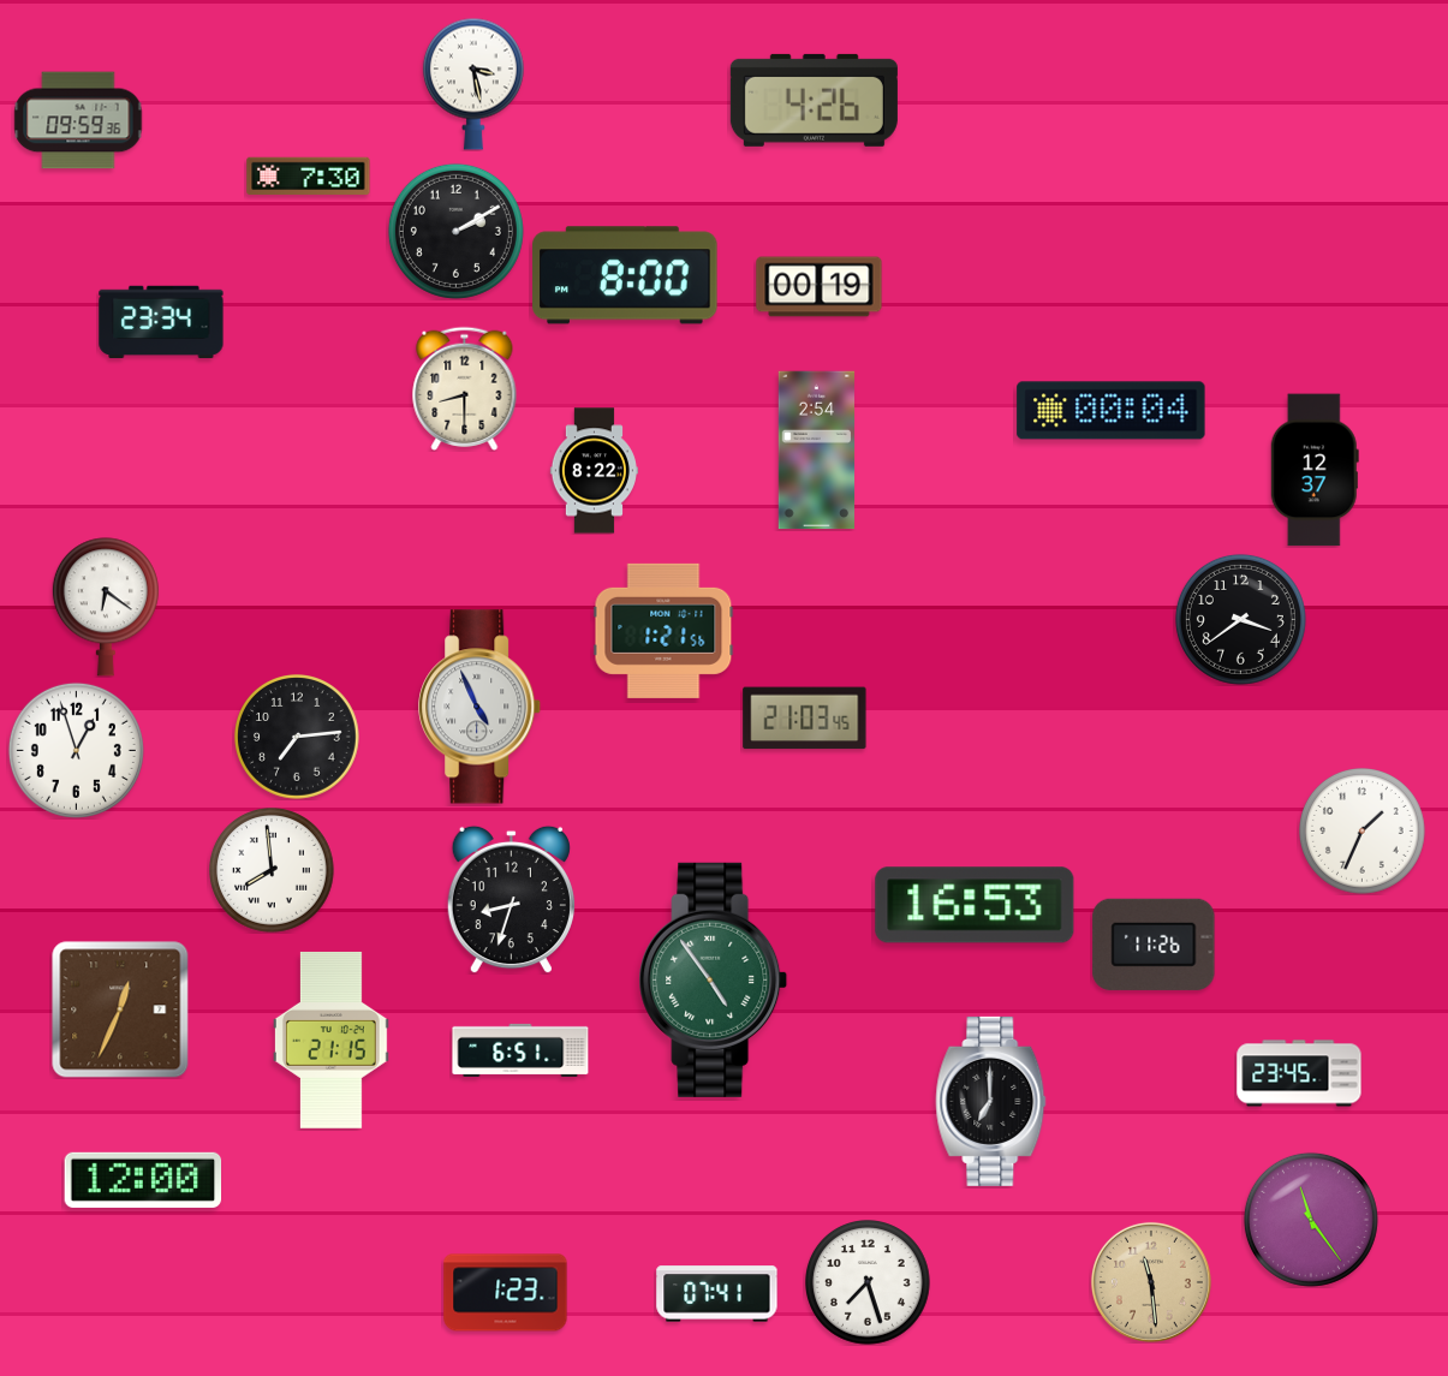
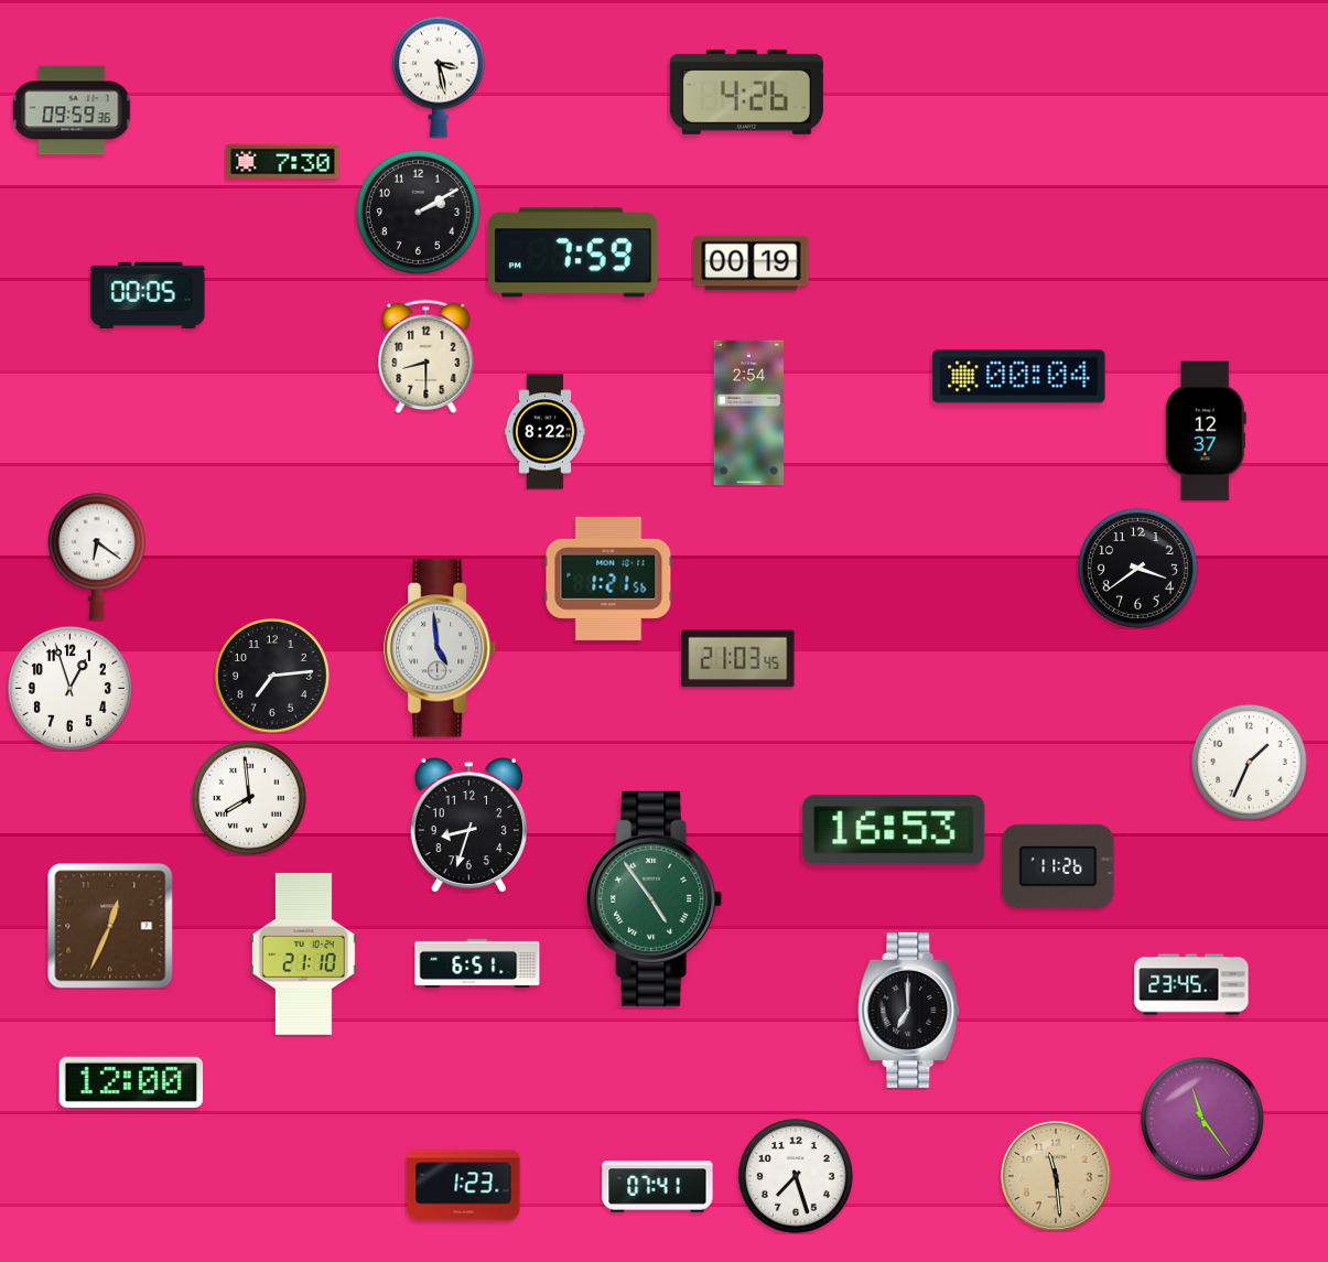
clock at (473, 84) position: (473, 84) -> (439, 77)
clock at (625, 275): 8:00 -> 7:59
clock at (161, 322): 23:34 -> 00:05
clock at (481, 707): 4:56 -> 4:59
clock at (330, 1041): 21:15 -> 21:10
